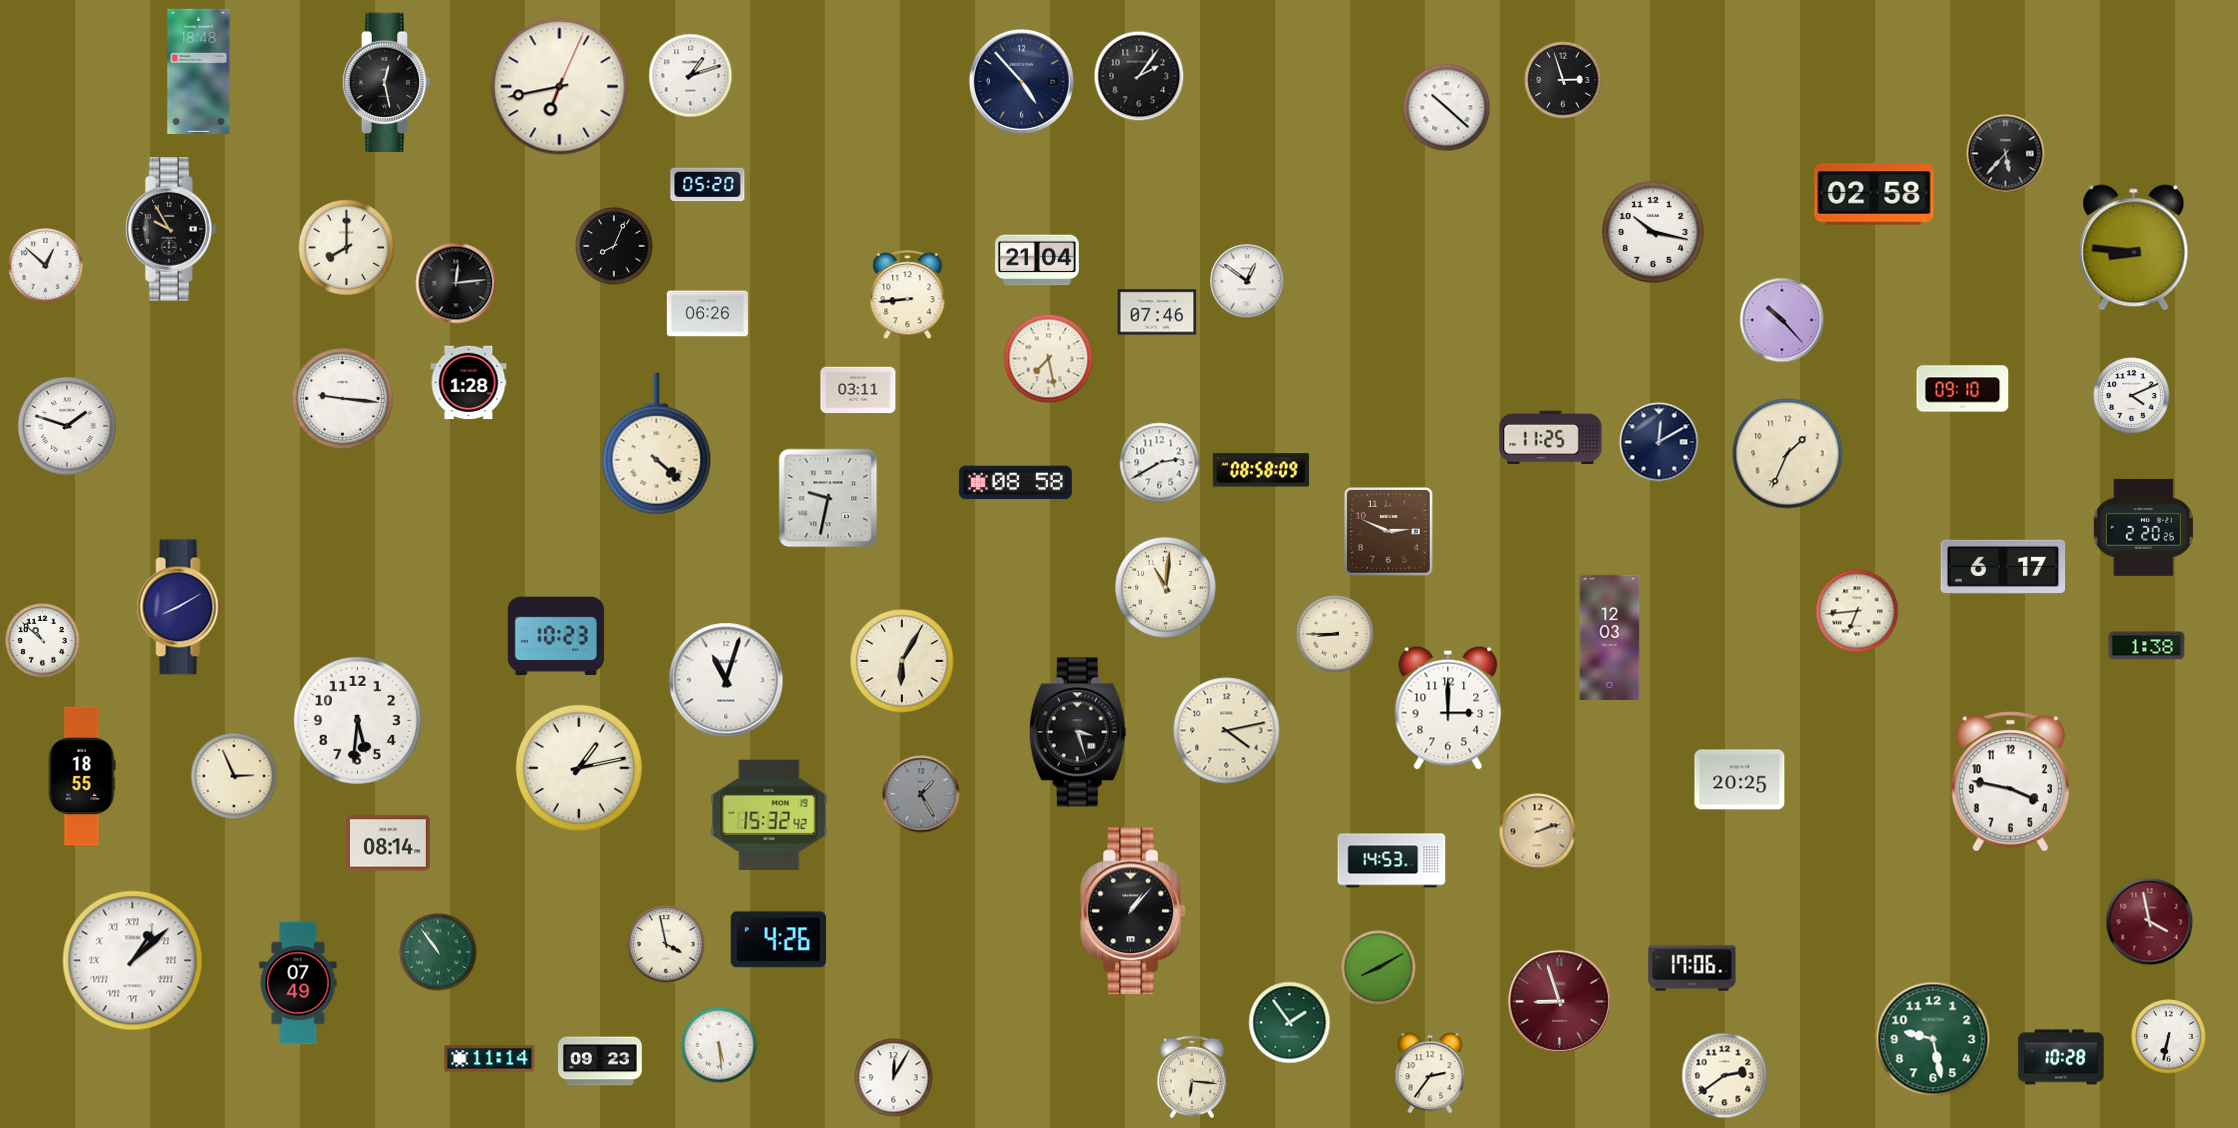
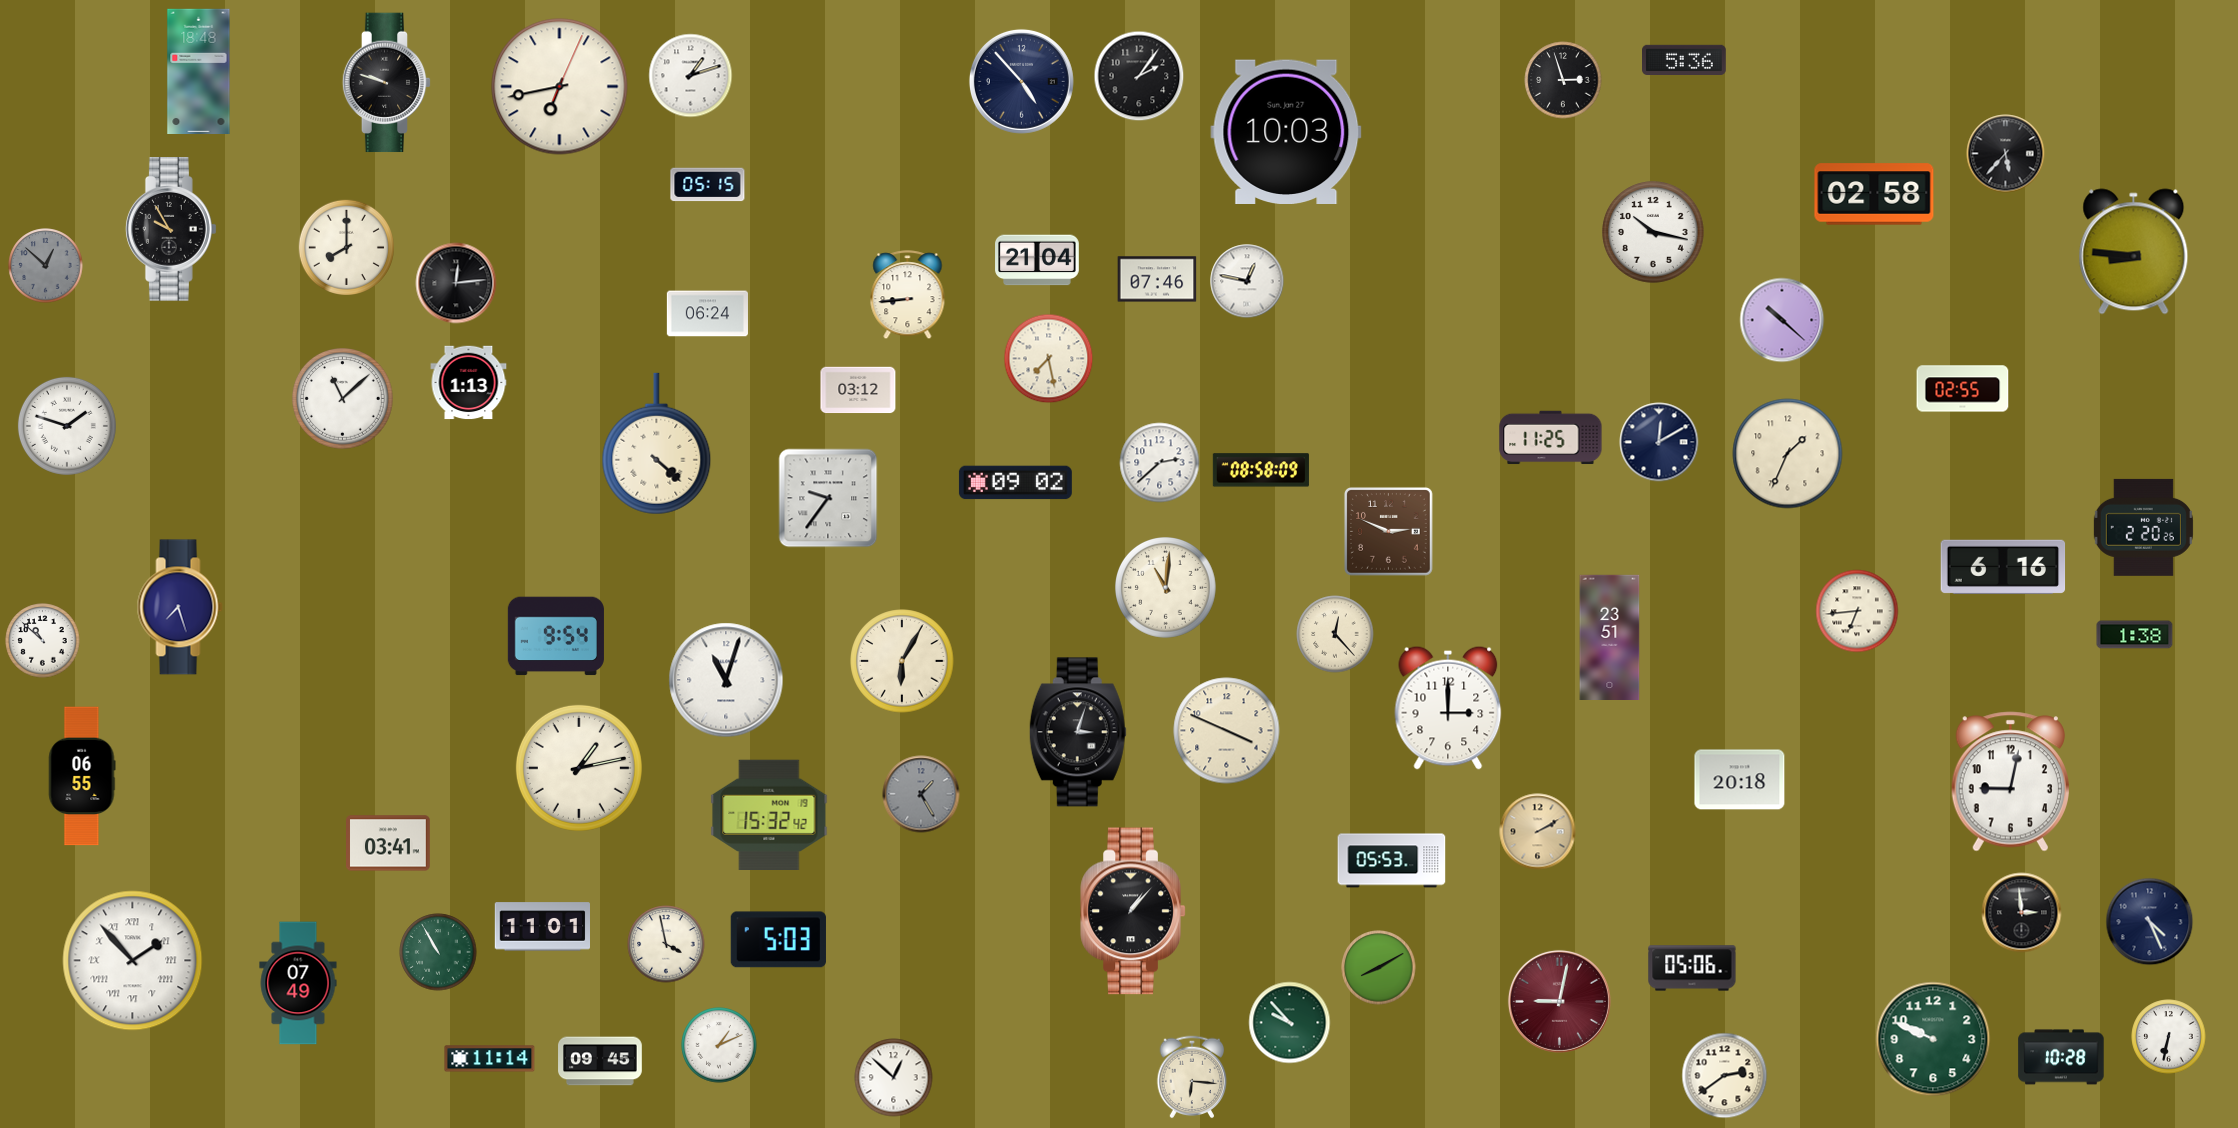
clock at (1685, 59): none -> 5:36
clock at (387, 83): 12:28 -> 9:48
clock at (1447, 108): 10:22 -> none
clock at (1286, 131): none -> 10:03
clock at (708, 185): 05:20 -> 05:15
clock at (614, 246): 8:04 -> none
clock at (2134, 248) position: (2134, 248) -> (2134, 252)
clock at (46, 266) dial: white -> grey
clock at (1247, 281): 12:51 -> 12:47
clock at (1157, 312) position: (1157, 312) -> (1157, 279)
clock at (707, 314): 06:26 -> 06:24
clock at (1782, 320): 10:23 -> 10:22
clock at (469, 383): 1:28 -> 1:13
clock at (1963, 389): 09:10 -> 02:55
clock at (858, 390): 03:11 -> 03:12
clock at (2132, 396): 4:11 -> none
clock at (343, 399): 9:16 -> 11:08
clock at (1160, 463): 2:40 -> 2:38
clock at (1015, 483): 08:58 -> 09:02
clock at (828, 498): 9:32 -> 9:36
clock at (2003, 566): 6:17 -> 6:16
clock at (180, 607): 8:10 -> 7:27
clock at (1335, 634): 8:45 -> 12:23
clock at (556, 636): 10:23 -> 9:54
clock at (1610, 638): 12:03 -> 23:51
clock at (2147, 646) position: (2147, 646) -> (2135, 635)
clock at (357, 720): 5:31 -> none
clock at (1227, 731): 4:13 -> 3:49
clock at (1078, 732): 3:27 -> 3:03
clock at (82, 776): 18:55 -> 06:55
clock at (234, 776): 2:56 -> none
clock at (1740, 780): 20:25 -> 20:18
clock at (2010, 782): 3:47 -> 9:02
clock at (1538, 832): 2:12 -> 2:10
clock at (388, 843): 08:14 -> 03:41
clock at (1392, 861): 14:53 -> 05:53
clock at (2022, 913): none -> 2:59
clock at (2150, 922): 3:58 -> 4:26
clock at (2150, 922) dial: burgundy -> navy
clock at (543, 927): none -> 11:01
clock at (778, 940): 4:26 -> 5:03
clock at (438, 952): 10:54 -> 10:55
clock at (133, 961): 1:08 -> 1:53
clock at (1692, 968): 17:06 -> 05:06
clock at (1559, 1001): 8:57 -> 9:02
clock at (1290, 1023): 1:54 -> 9:53
clock at (1933, 1039): 9:28 -> 9:49
clock at (719, 1045): 5:29 -> 1:11
clock at (600, 1061): 09:23 -> 09:45
clock at (1430, 1073): 2:36 -> none
clock at (894, 1078): 12:05 -> 12:52
